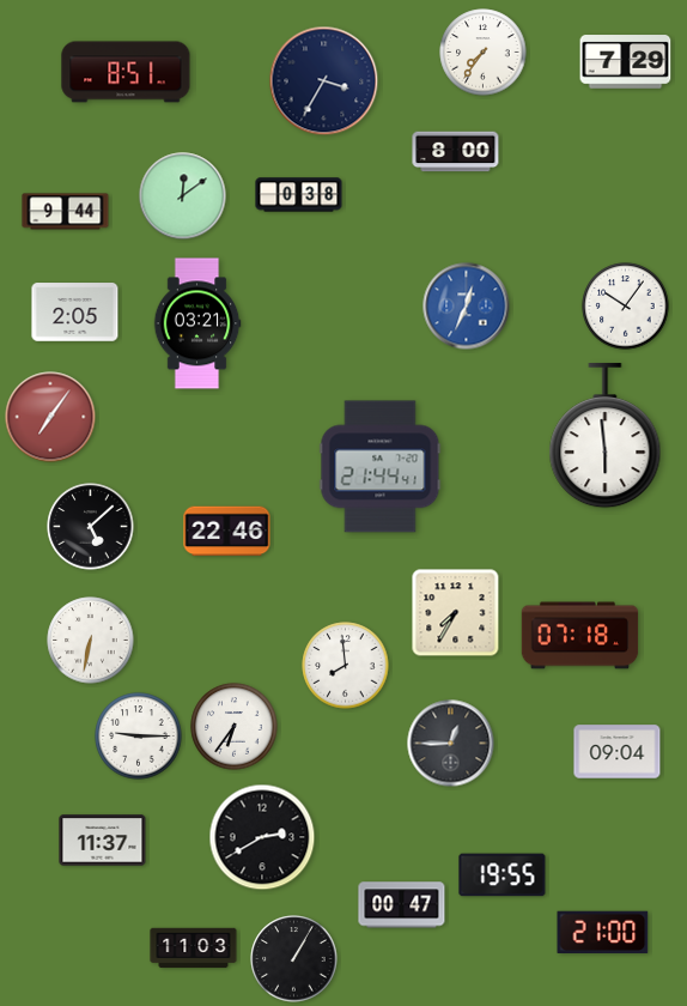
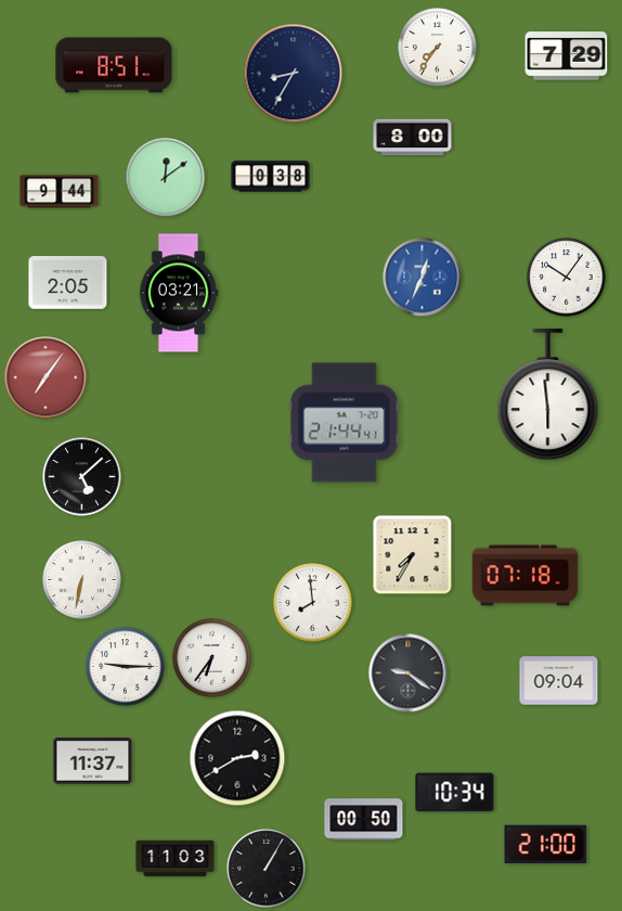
clock at (324, 81): 3:35 -> 8:35
clock at (227, 532): 22:46 -> none
clock at (451, 744): 12:45 -> 9:21
clock at (503, 875): 19:55 -> 10:34
clock at (402, 905): 00:47 -> 00:50
